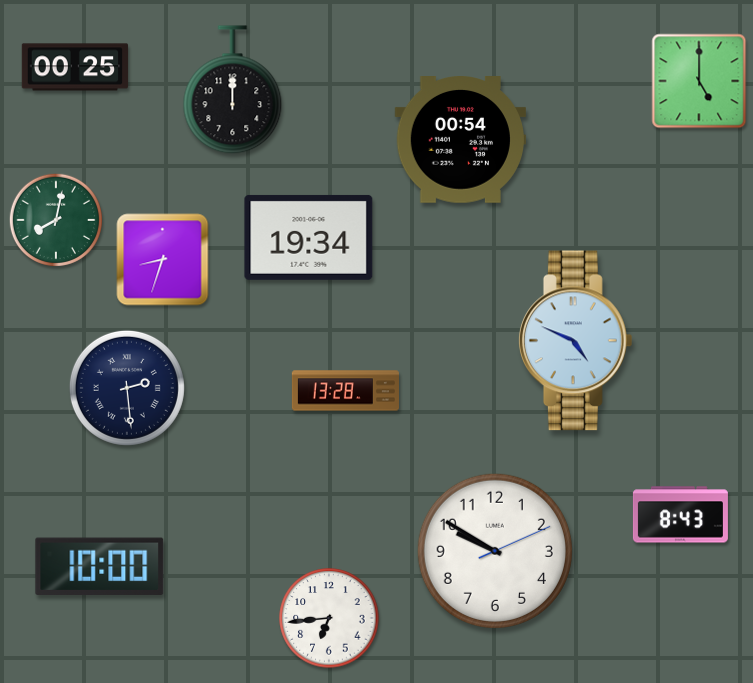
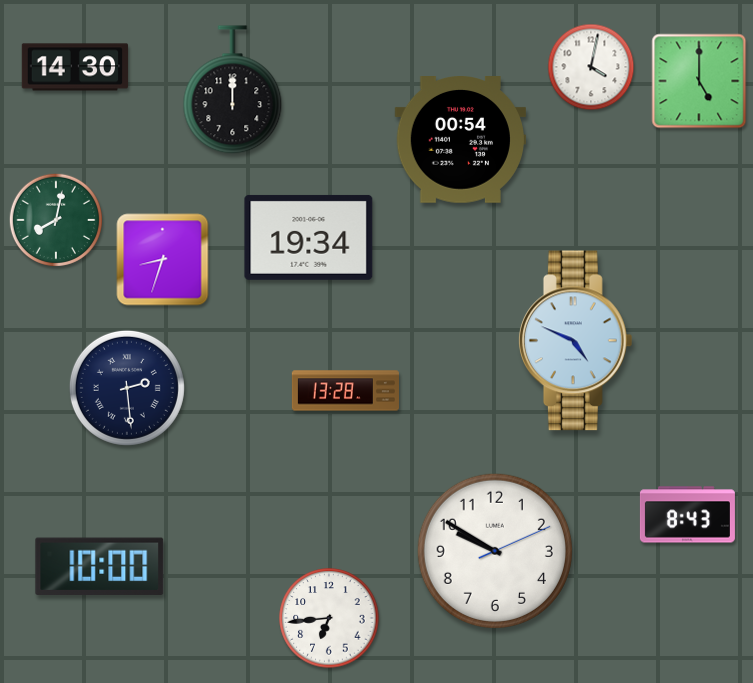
clock at (75, 67): 00:25 -> 14:30
clock at (591, 67): none -> 4:02
clock at (680, 515) position: (680, 515) -> (687, 515)
